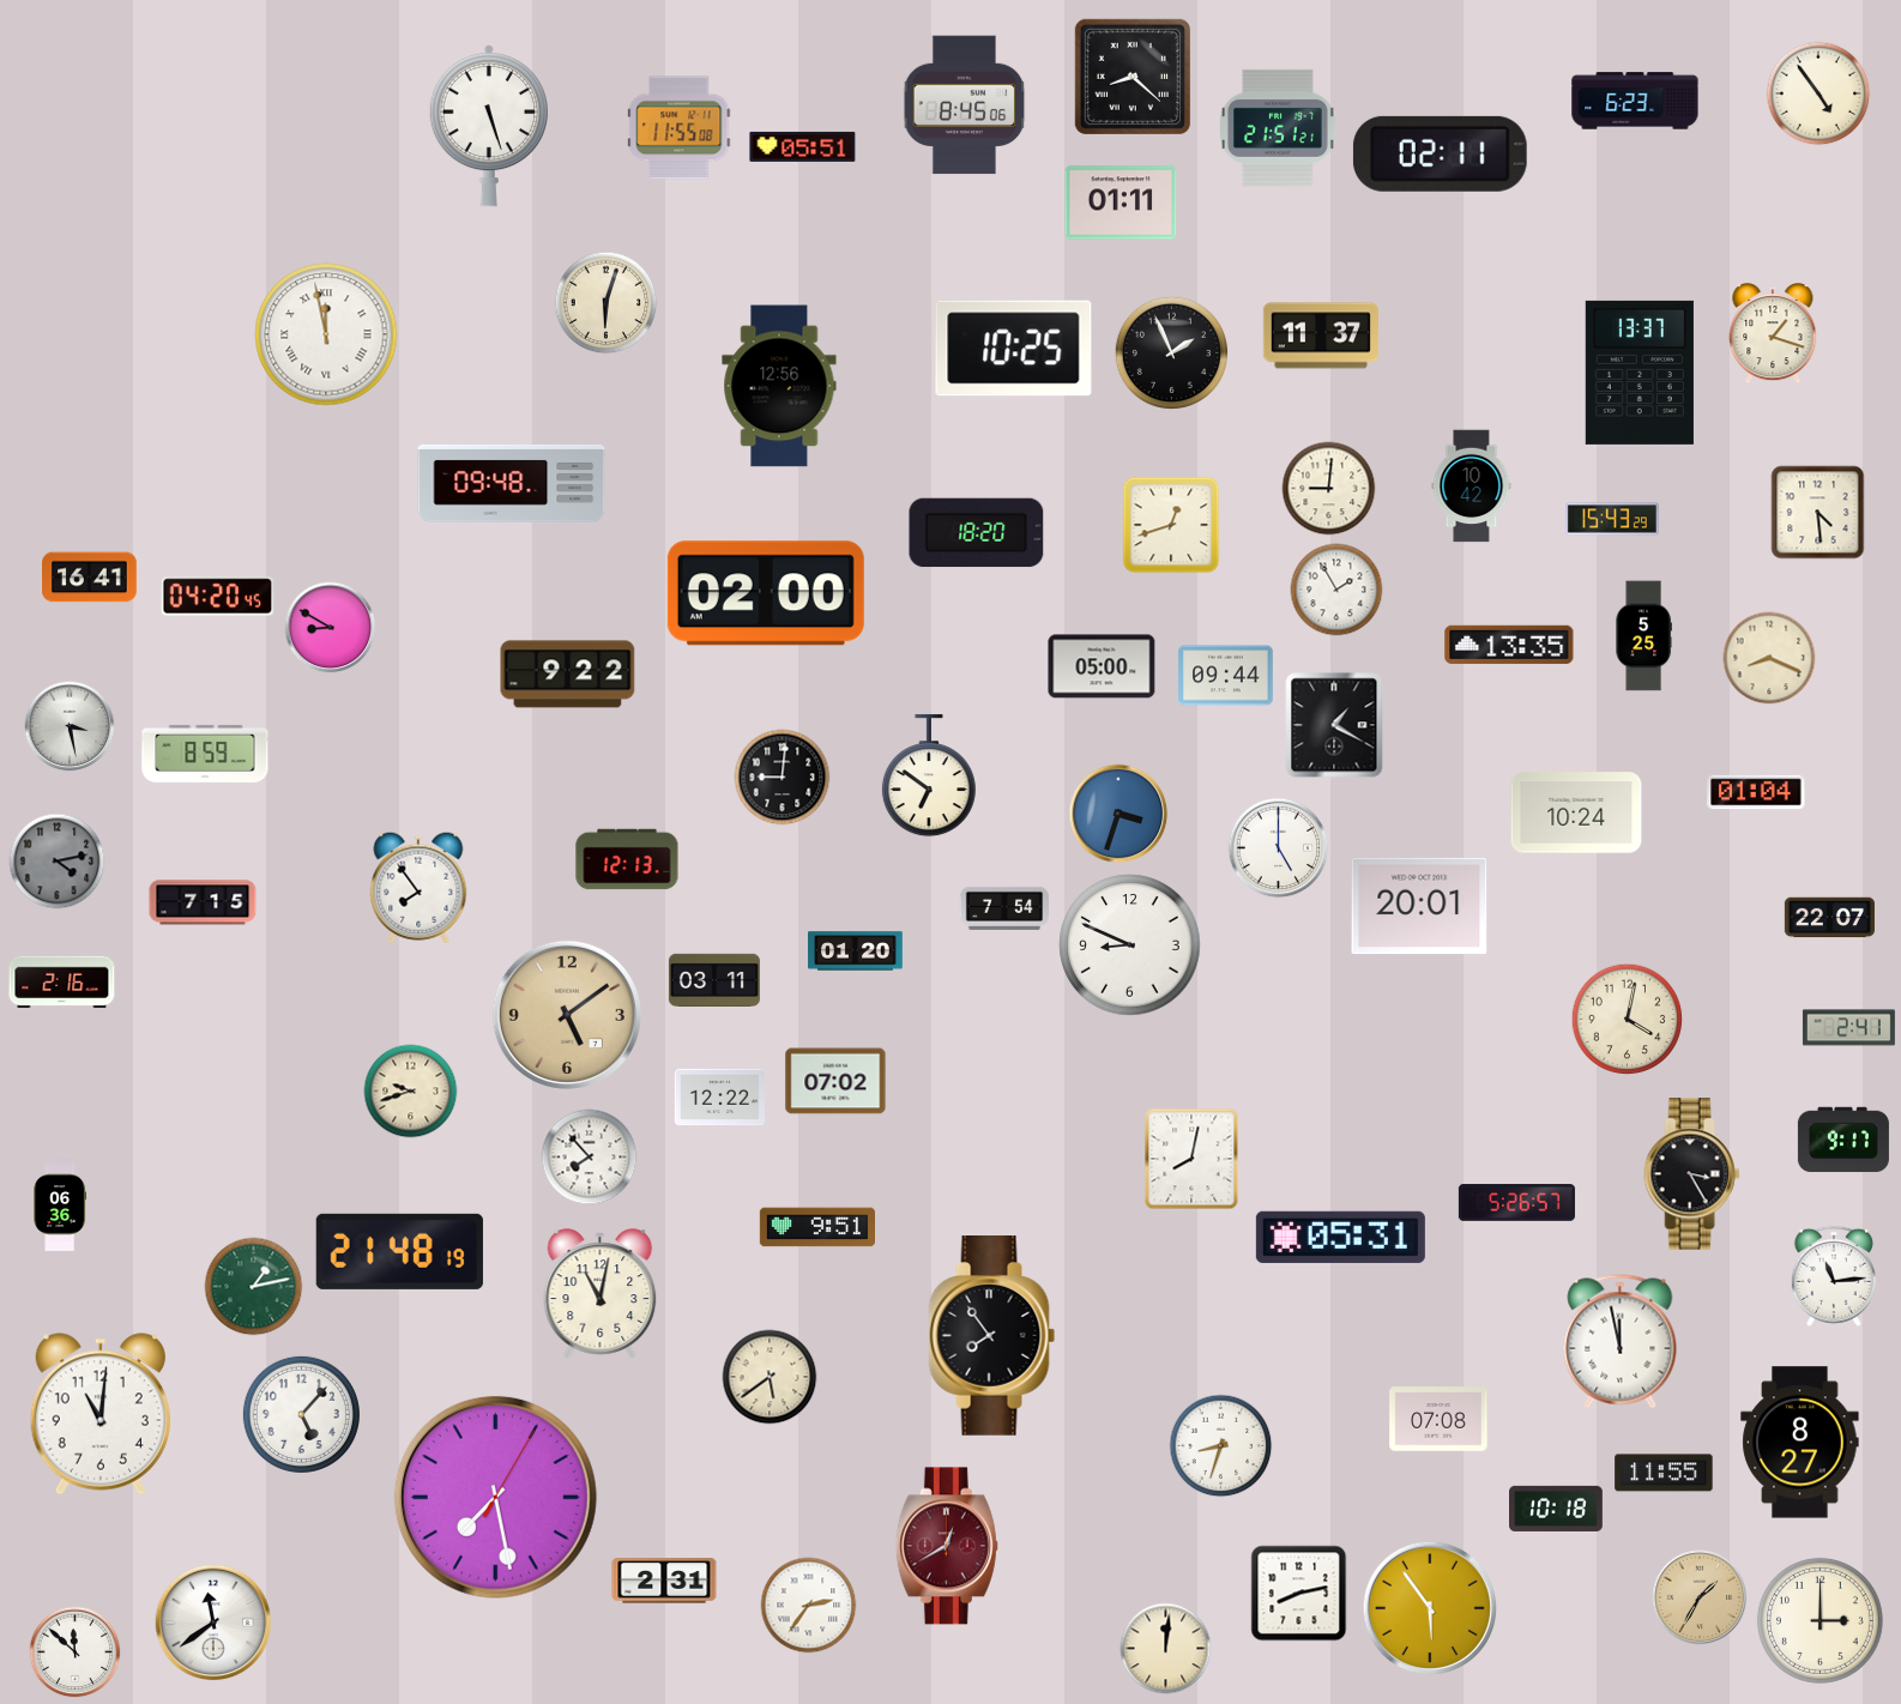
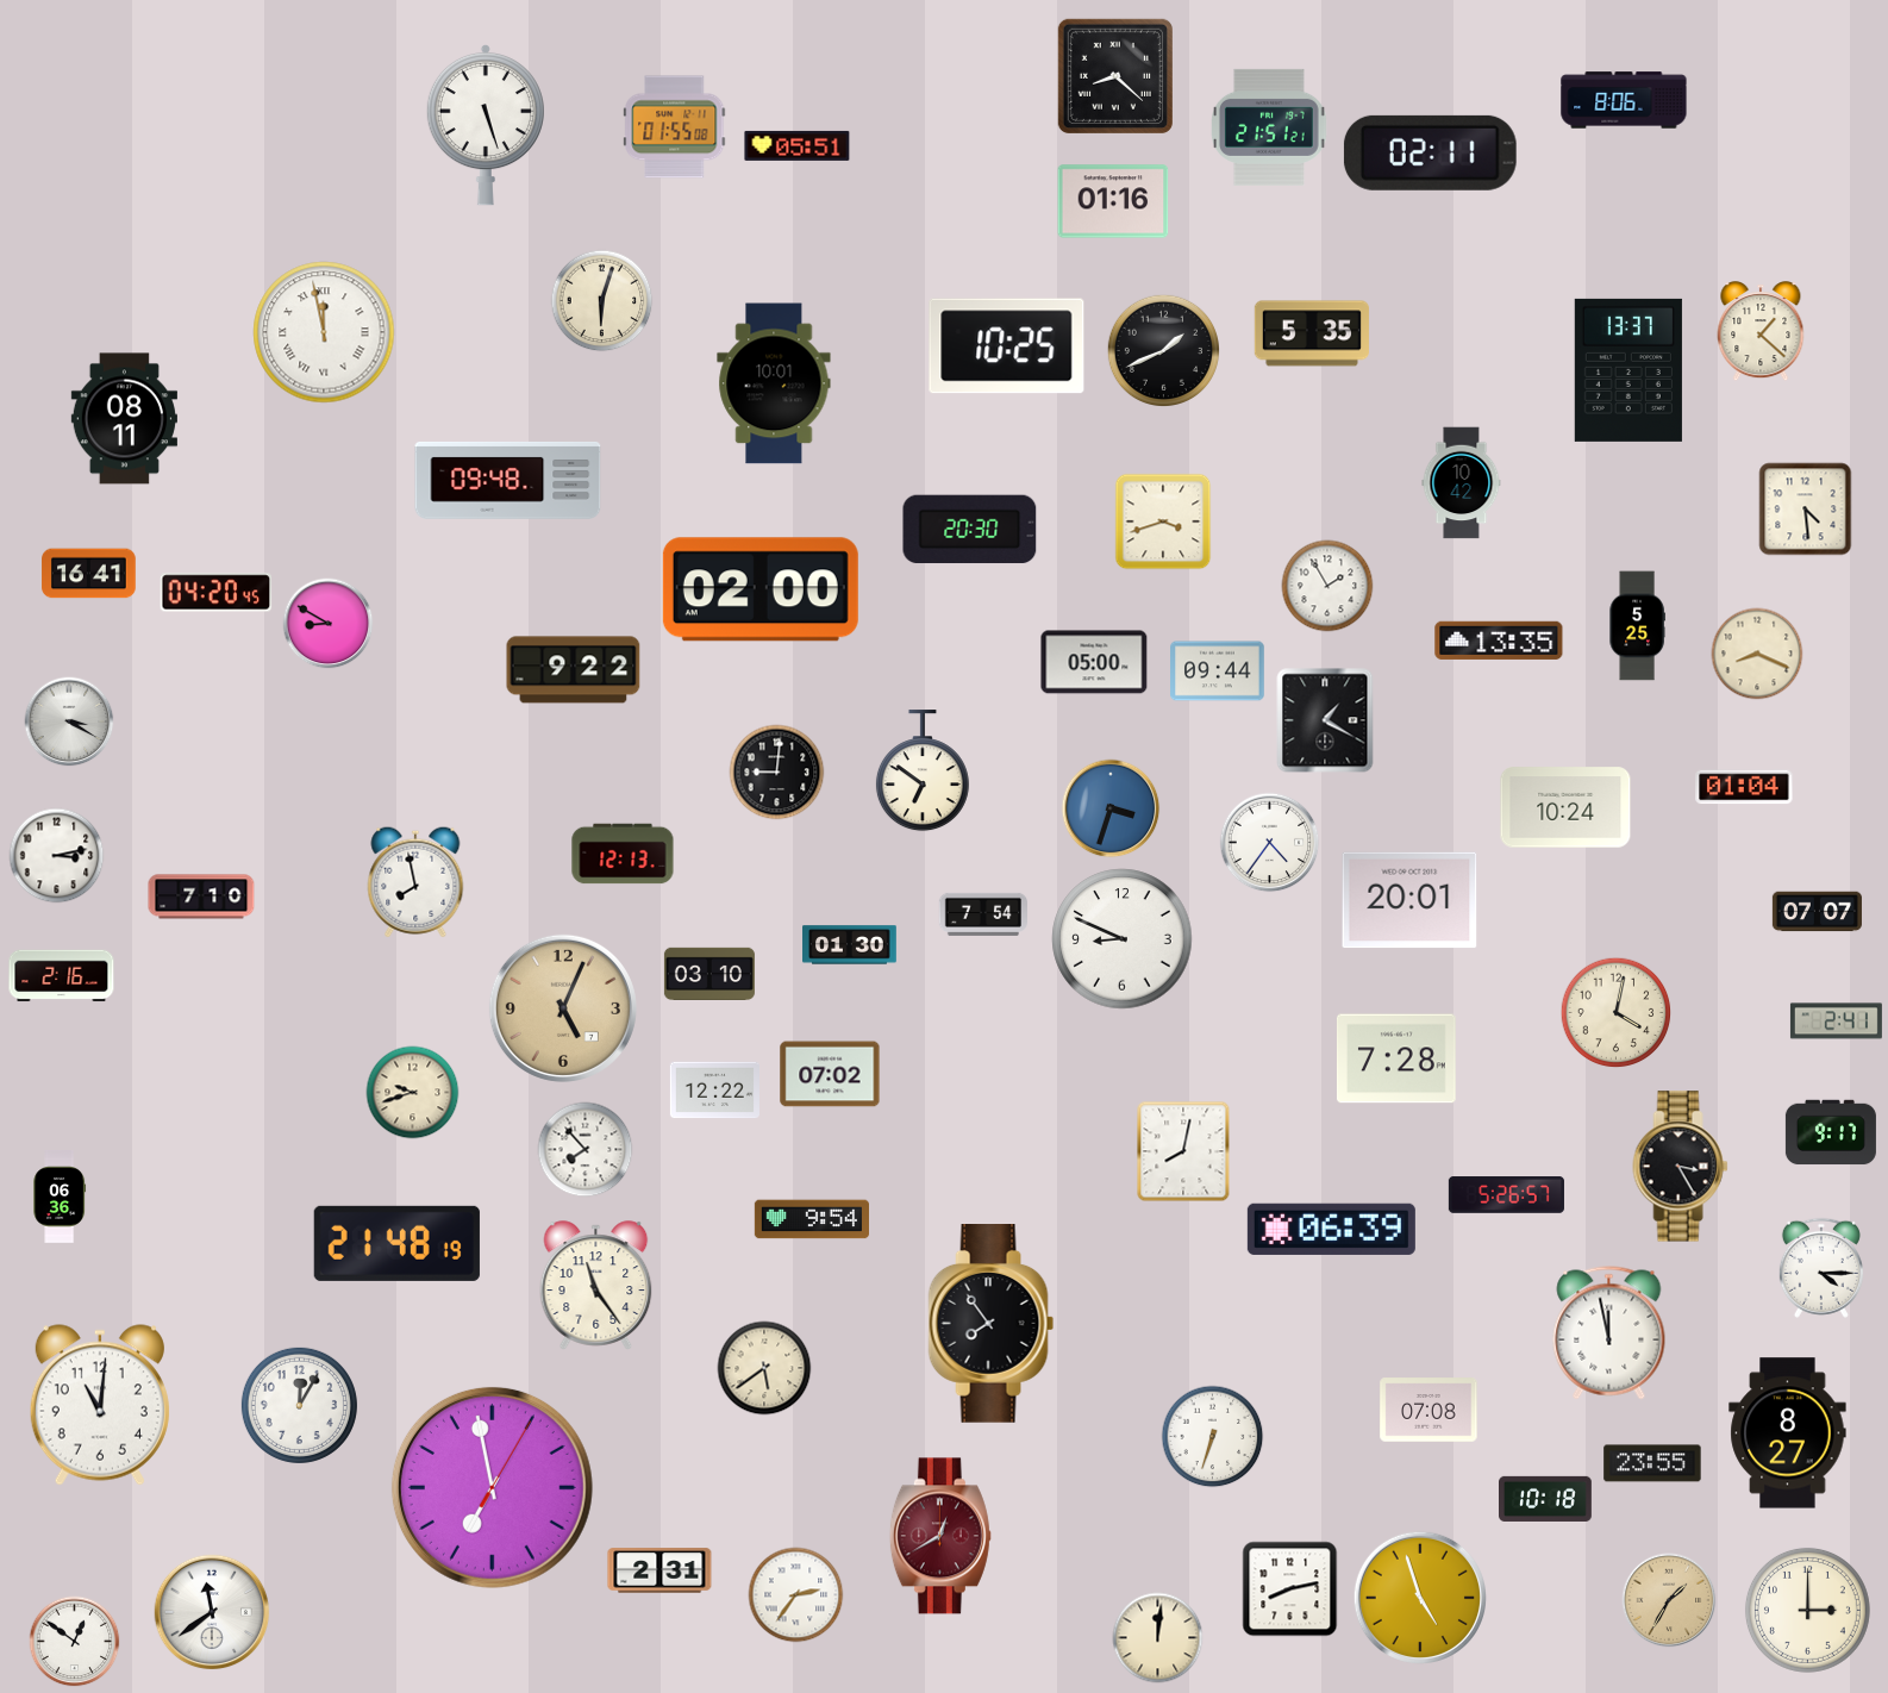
clock at (1133, 77) position: (1133, 77) -> (1115, 76)
clock at (1818, 93): 4:54 -> none
clock at (1635, 101): 6:23 -> 8:06
clock at (965, 105): 8:45 -> none
clock at (680, 128): 11:55 -> 01:55
clock at (1121, 203): 01:11 -> 01:16
clock at (1773, 334): 1:18 -> 1:22
clock at (1321, 336): 11:37 -> 5:35
clock at (1171, 352): 1:56 -> 1:41
clock at (779, 386): 12:56 -> 10:01
clock at (124, 419): none -> 08:11
clock at (1329, 489): 9:01 -> none
clock at (1612, 519): 15:43 -> none
clock at (1171, 525): 12:42 -> 3:42
clock at (977, 533): 18:20 -> 20:30
clock at (1643, 636) position: (1643, 636) -> (1637, 626)
clock at (568, 675) position: (568, 675) -> (574, 670)
clock at (70, 726): 3:28 -> 3:20
clock at (205, 754): 8:59 -> none
clock at (1279, 848): 5:00 -> 4:36
clock at (58, 862): 4:13 -> 3:13
clock at (58, 862) dial: grey -> white
clock at (418, 888): 7:54 -> 7:58
clock at (203, 902): 7:15 -> 7:10
clock at (1004, 908) position: (1004, 908) -> (983, 914)
clock at (1829, 918): 22:07 -> 07:07
clock at (856, 951): 01:20 -> 01:30
clock at (714, 979): 03:11 -> 03:10
clock at (567, 1015): 5:09 -> 5:04
clock at (1396, 1058): none -> 7:28
clock at (411, 1092) position: (411, 1092) -> (413, 1093)
clock at (816, 1227): 9:51 -> 9:54
clock at (1340, 1237): 05:31 -> 06:39
clock at (1834, 1276): 11:14 -> 4:15
clock at (254, 1287): 1:13 -> none
clock at (601, 1294): 11:02 -> 11:24
clock at (992, 1336) position: (992, 1336) -> (992, 1324)
clock at (301, 1414): 5:07 -> 12:05
clock at (1221, 1446): 8:33 -> 6:33
clock at (1664, 1473): 11:55 -> 23:55
clock at (495, 1497): 7:28 -> 6:58
clock at (1299, 1594) position: (1299, 1594) -> (1290, 1589)
clock at (1700, 1597) position: (1700, 1597) -> (1669, 1600)
clock at (809, 1606) position: (809, 1606) -> (796, 1595)
clock at (1430, 1608): 5:54 -> 4:57
clock at (76, 1652): 11:52 -> 12:51
